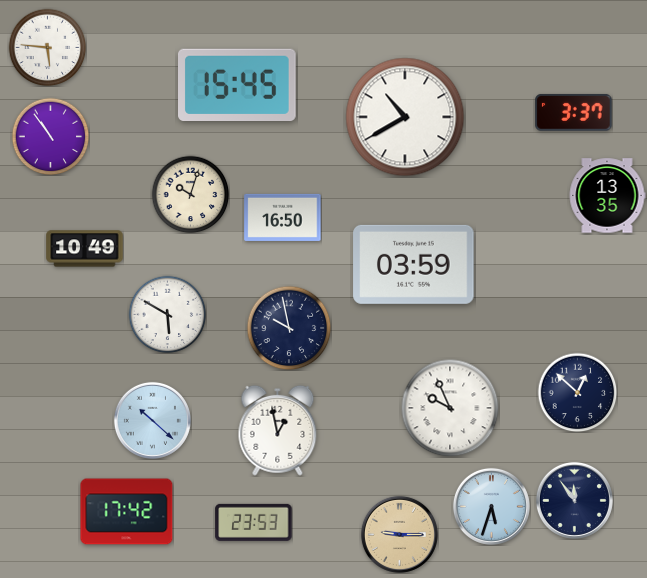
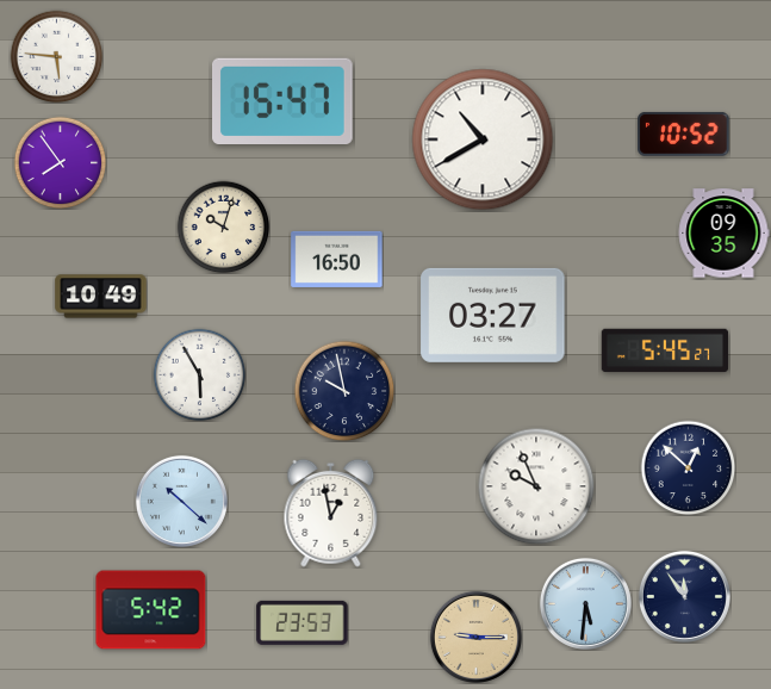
clock at (238, 84): 15:45 -> 15:47
clock at (574, 113): 3:37 -> 10:52
clock at (50, 136): 10:54 -> 7:54
clock at (190, 194) position: (190, 194) -> (223, 226)
clock at (607, 196): 13:35 -> 09:35
clock at (414, 264): 03:59 -> 03:27
clock at (665, 350): none -> 5:45
clock at (167, 314): 5:50 -> 5:55
clock at (491, 506): 5:33 -> 5:31
clock at (127, 512): 17:42 -> 5:42
